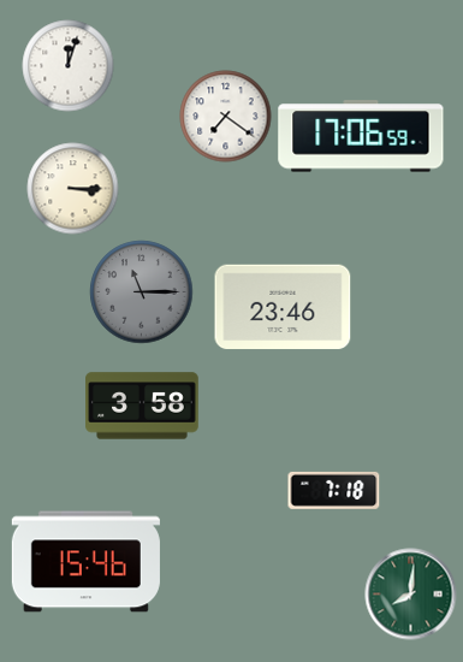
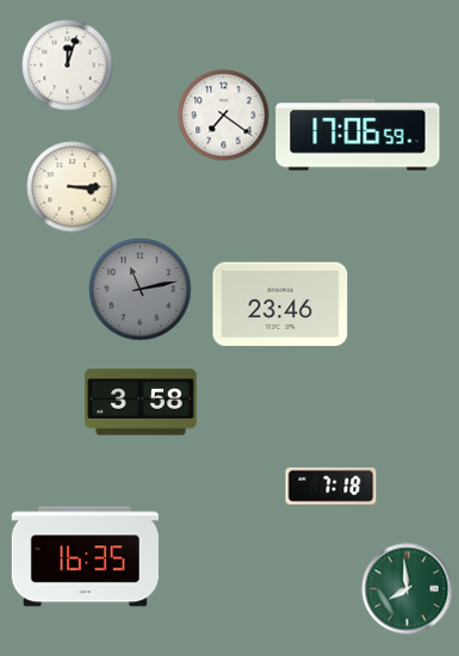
clock at (142, 292): 11:15 -> 11:13
clock at (85, 562): 15:46 -> 16:35
clock at (411, 595): 8:01 -> 7:59
